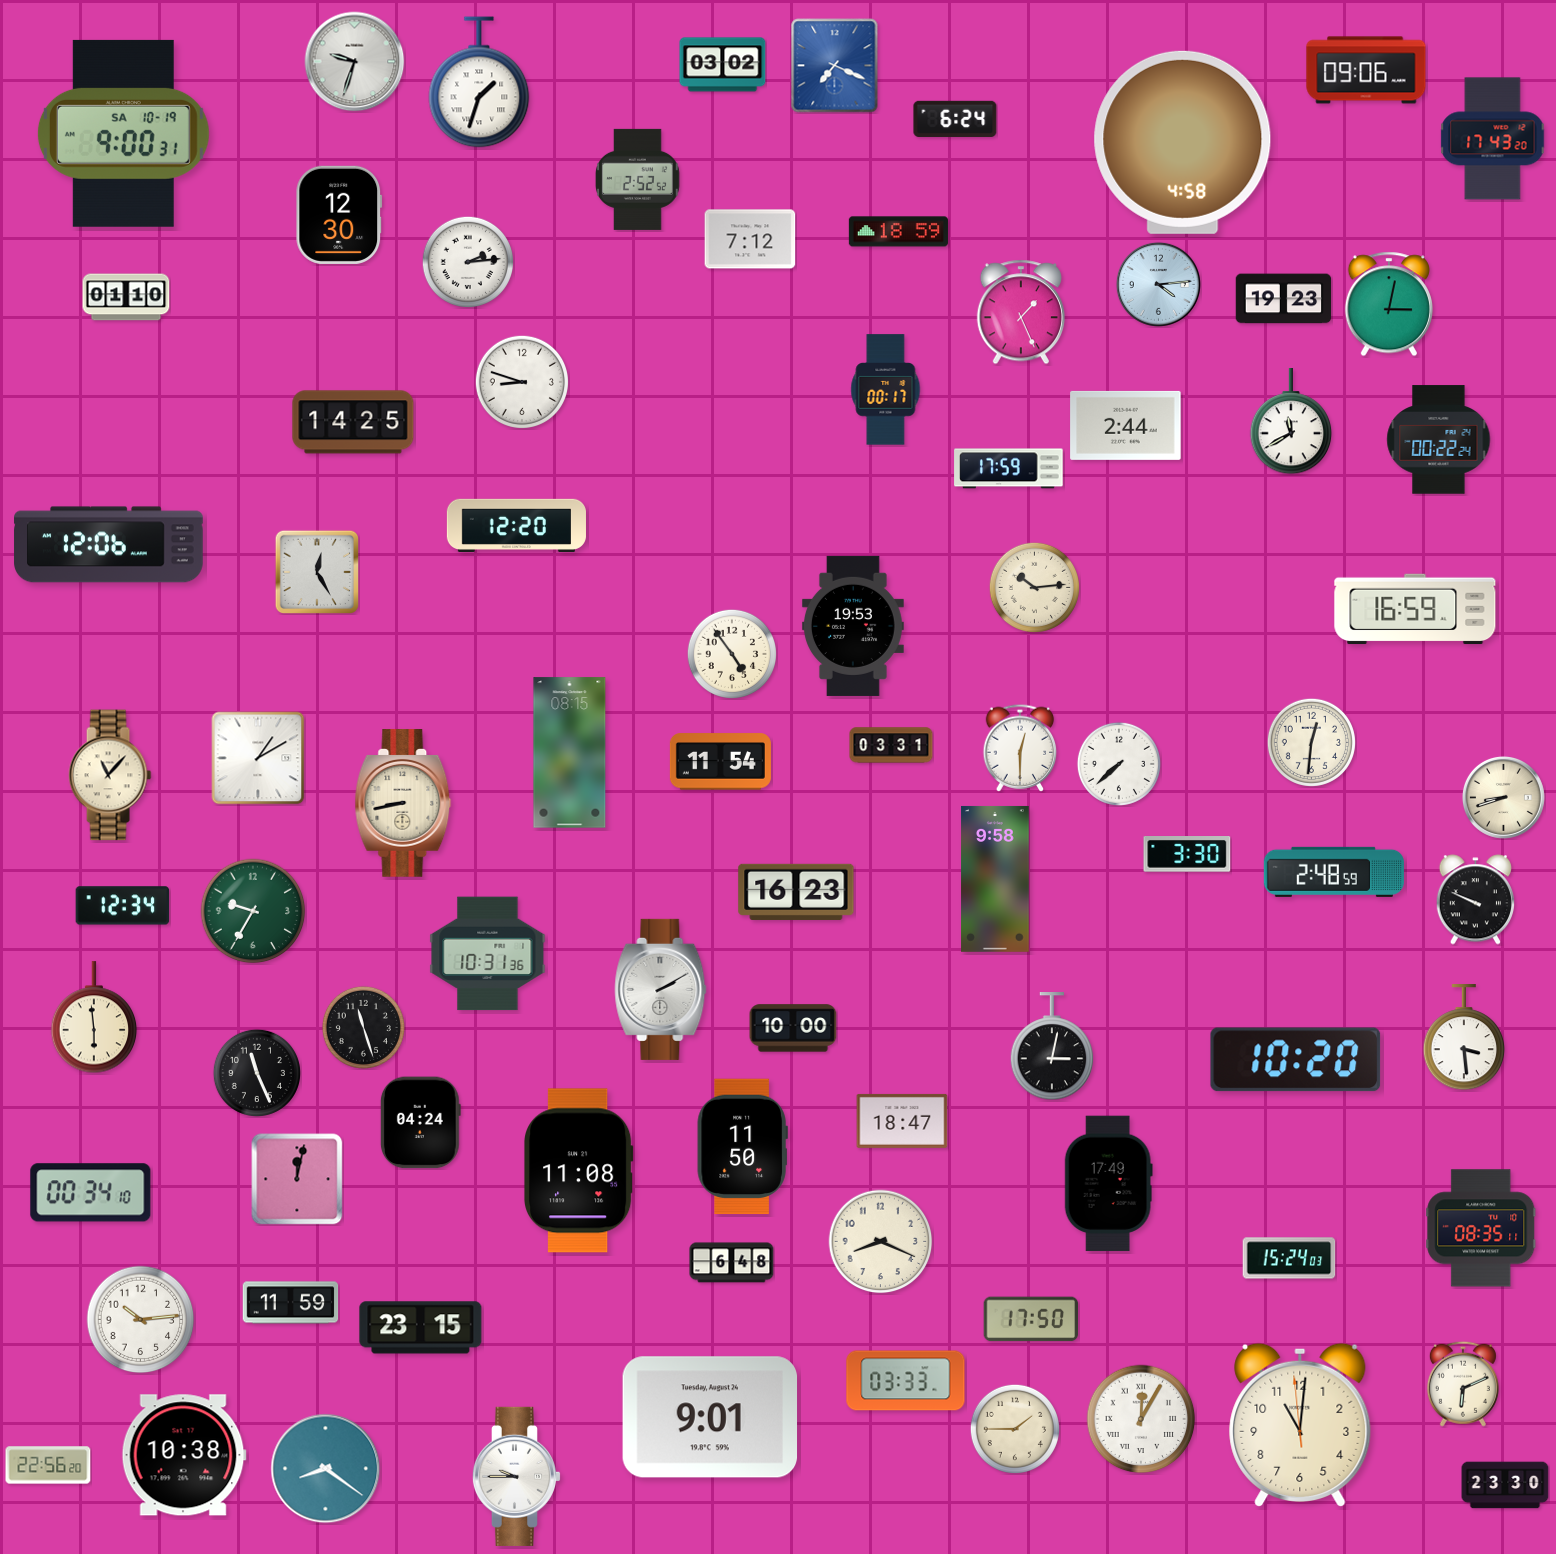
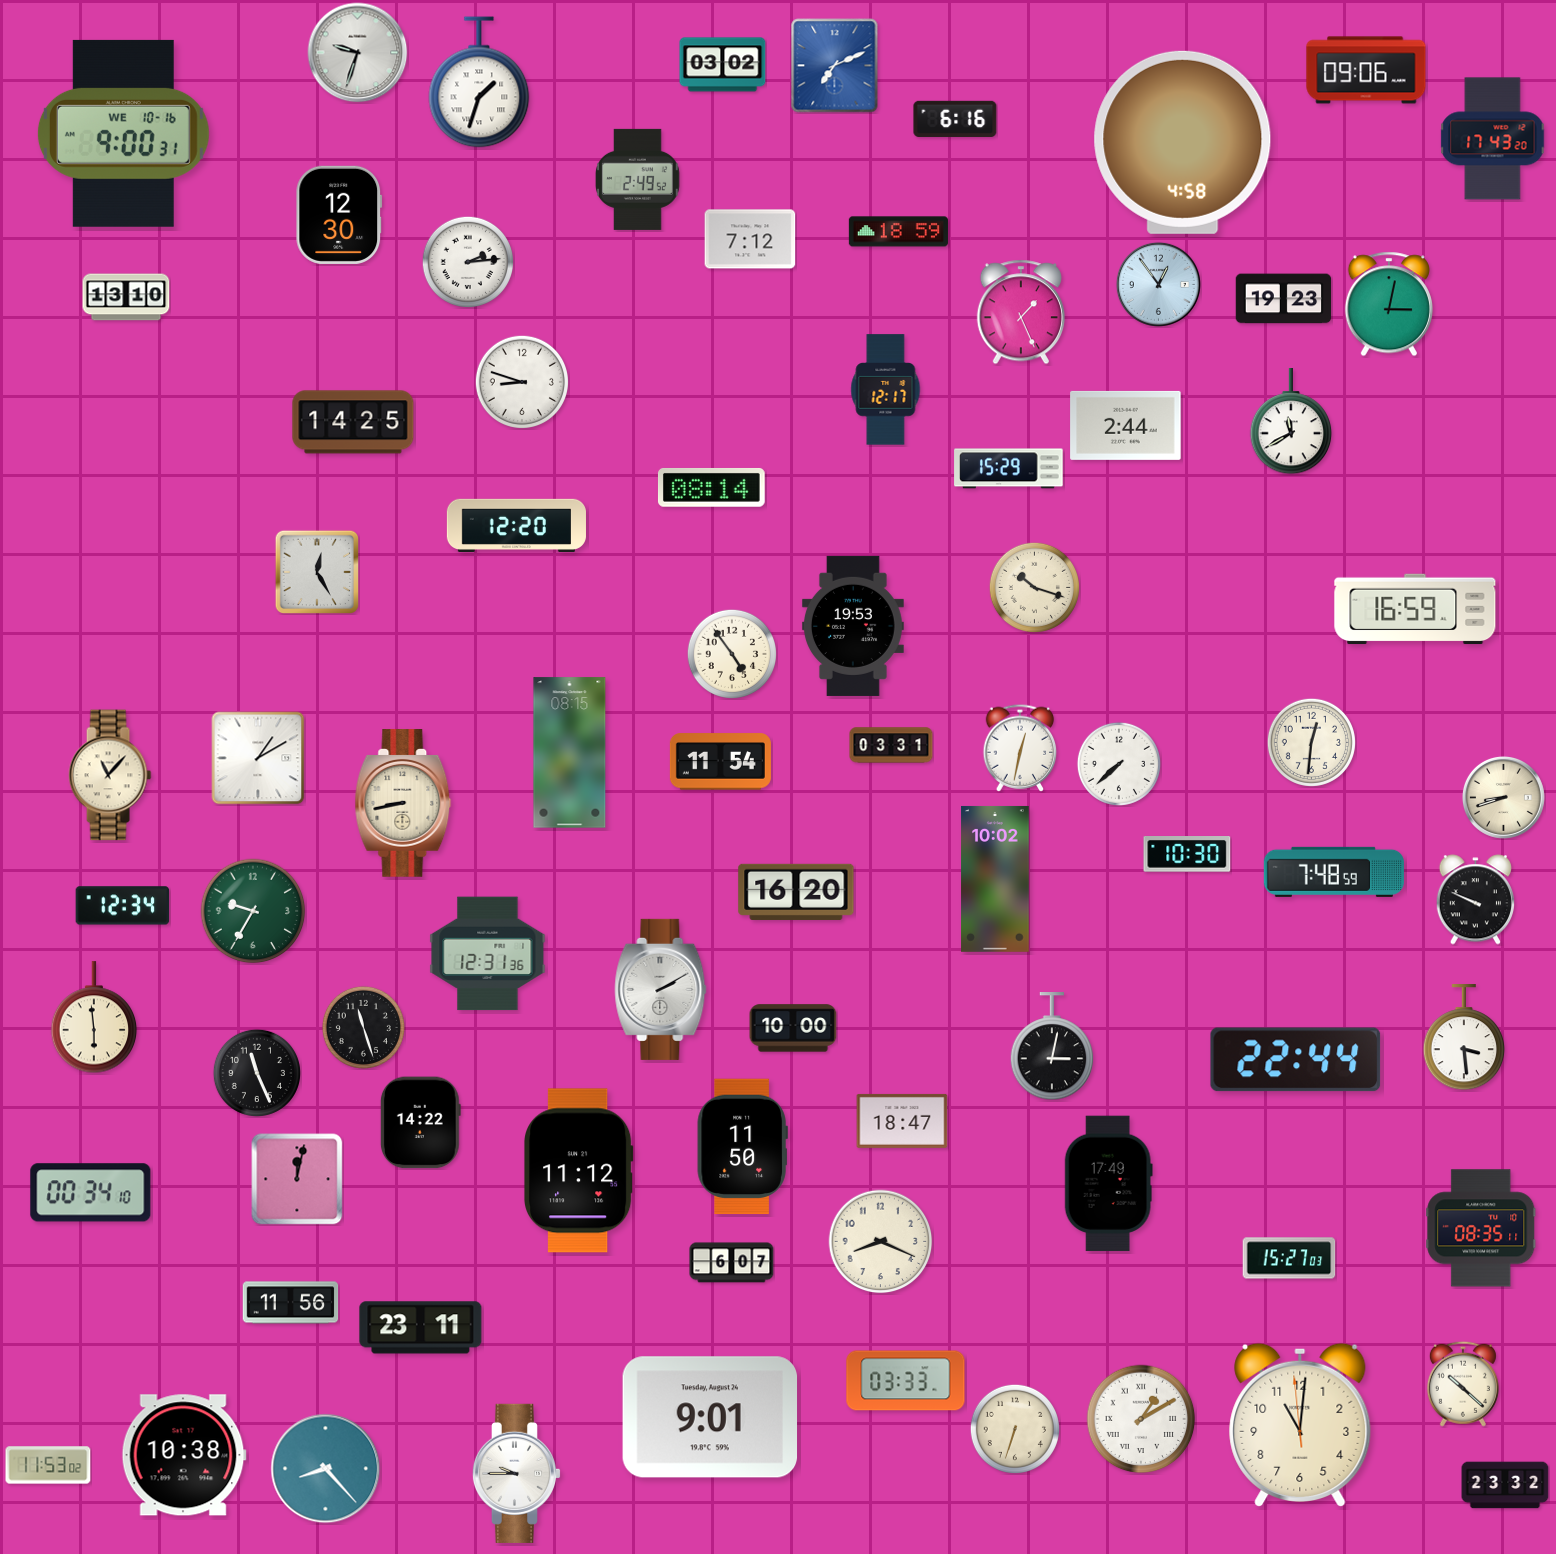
clock at (355, 62) position: (355, 62) -> (358, 53)
clock at (835, 66): 7:19 -> 7:11
clock at (955, 119): 6:24 -> 6:16
clock at (123, 133) date: SA 10-19 -> WE 10-16
clock at (638, 179): 2:52 -> 2:49
clock at (1158, 284): 4:14 -> 12:54
clock at (126, 297): 01:10 -> 13:10
clock at (886, 390): 00:17 -> 12:17
clock at (1439, 440): 00:22 -> none
clock at (1009, 469): 17:59 -> 15:29
clock at (711, 488): none -> 08:14
clock at (109, 545): 12:06 -> none
clock at (1034, 587): 10:14 -> 10:18
clock at (1020, 748): 12:30 -> 12:32
clock at (1187, 854): 3:30 -> 10:30
clock at (1334, 872): 2:48 -> 7:48
clock at (995, 879): 9:58 -> 10:02
clock at (796, 892): 16:23 -> 16:20
clock at (488, 954): 10:31 -> 12:31
clock at (1296, 1060): 10:20 -> 22:44
clock at (420, 1123): 04:24 -> 14:22
clock at (579, 1171): 11:08 -> 11:12
clock at (1289, 1258): 15:24 -> 15:27
clock at (732, 1263): 6:48 -> 6:07
clock at (291, 1303): 11:59 -> 11:56
clock at (1031, 1319): 17:50 -> none
clock at (141, 1320): 10:14 -> none
clock at (421, 1328): 23:15 -> 23:11
clock at (1463, 1384): 6:11 -> 10:22
clock at (1141, 1419): 12:05 -> 1:10
clock at (1015, 1429): 1:45 -> 6:33
clock at (48, 1465): 22:56 -> 11:53
clock at (326, 1469): 8:21 -> 8:23
clock at (516, 1476) position: (516, 1476) -> (516, 1473)
clock at (1505, 1485): 23:30 -> 23:32
